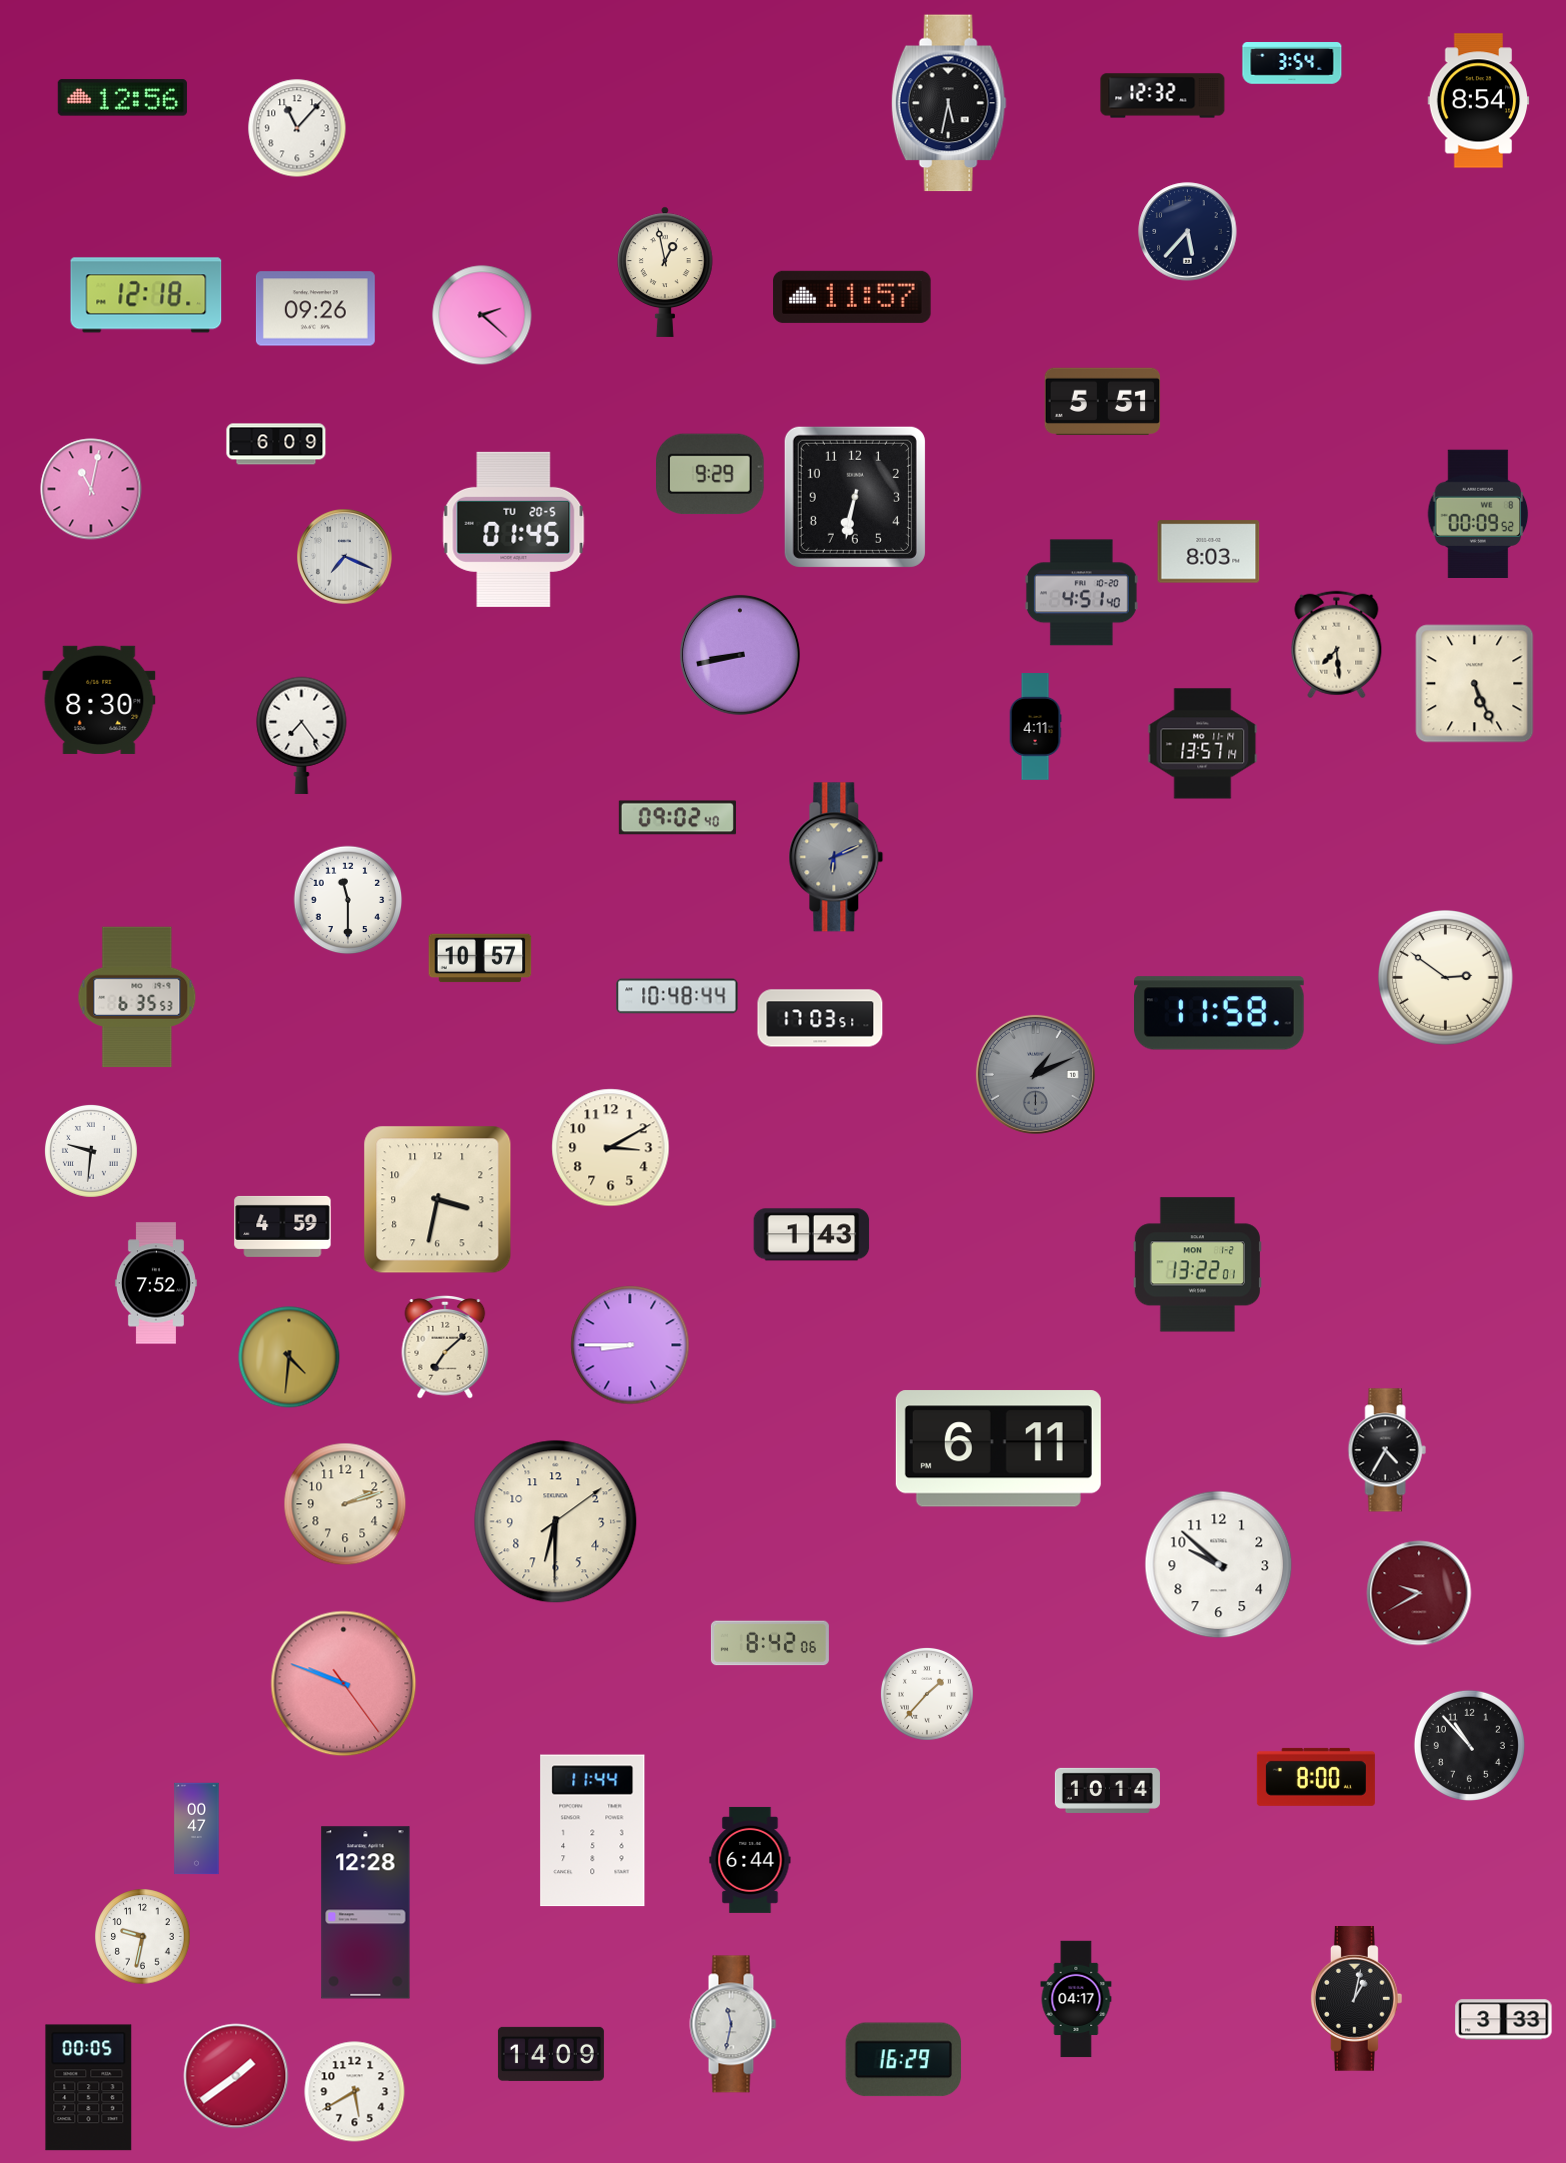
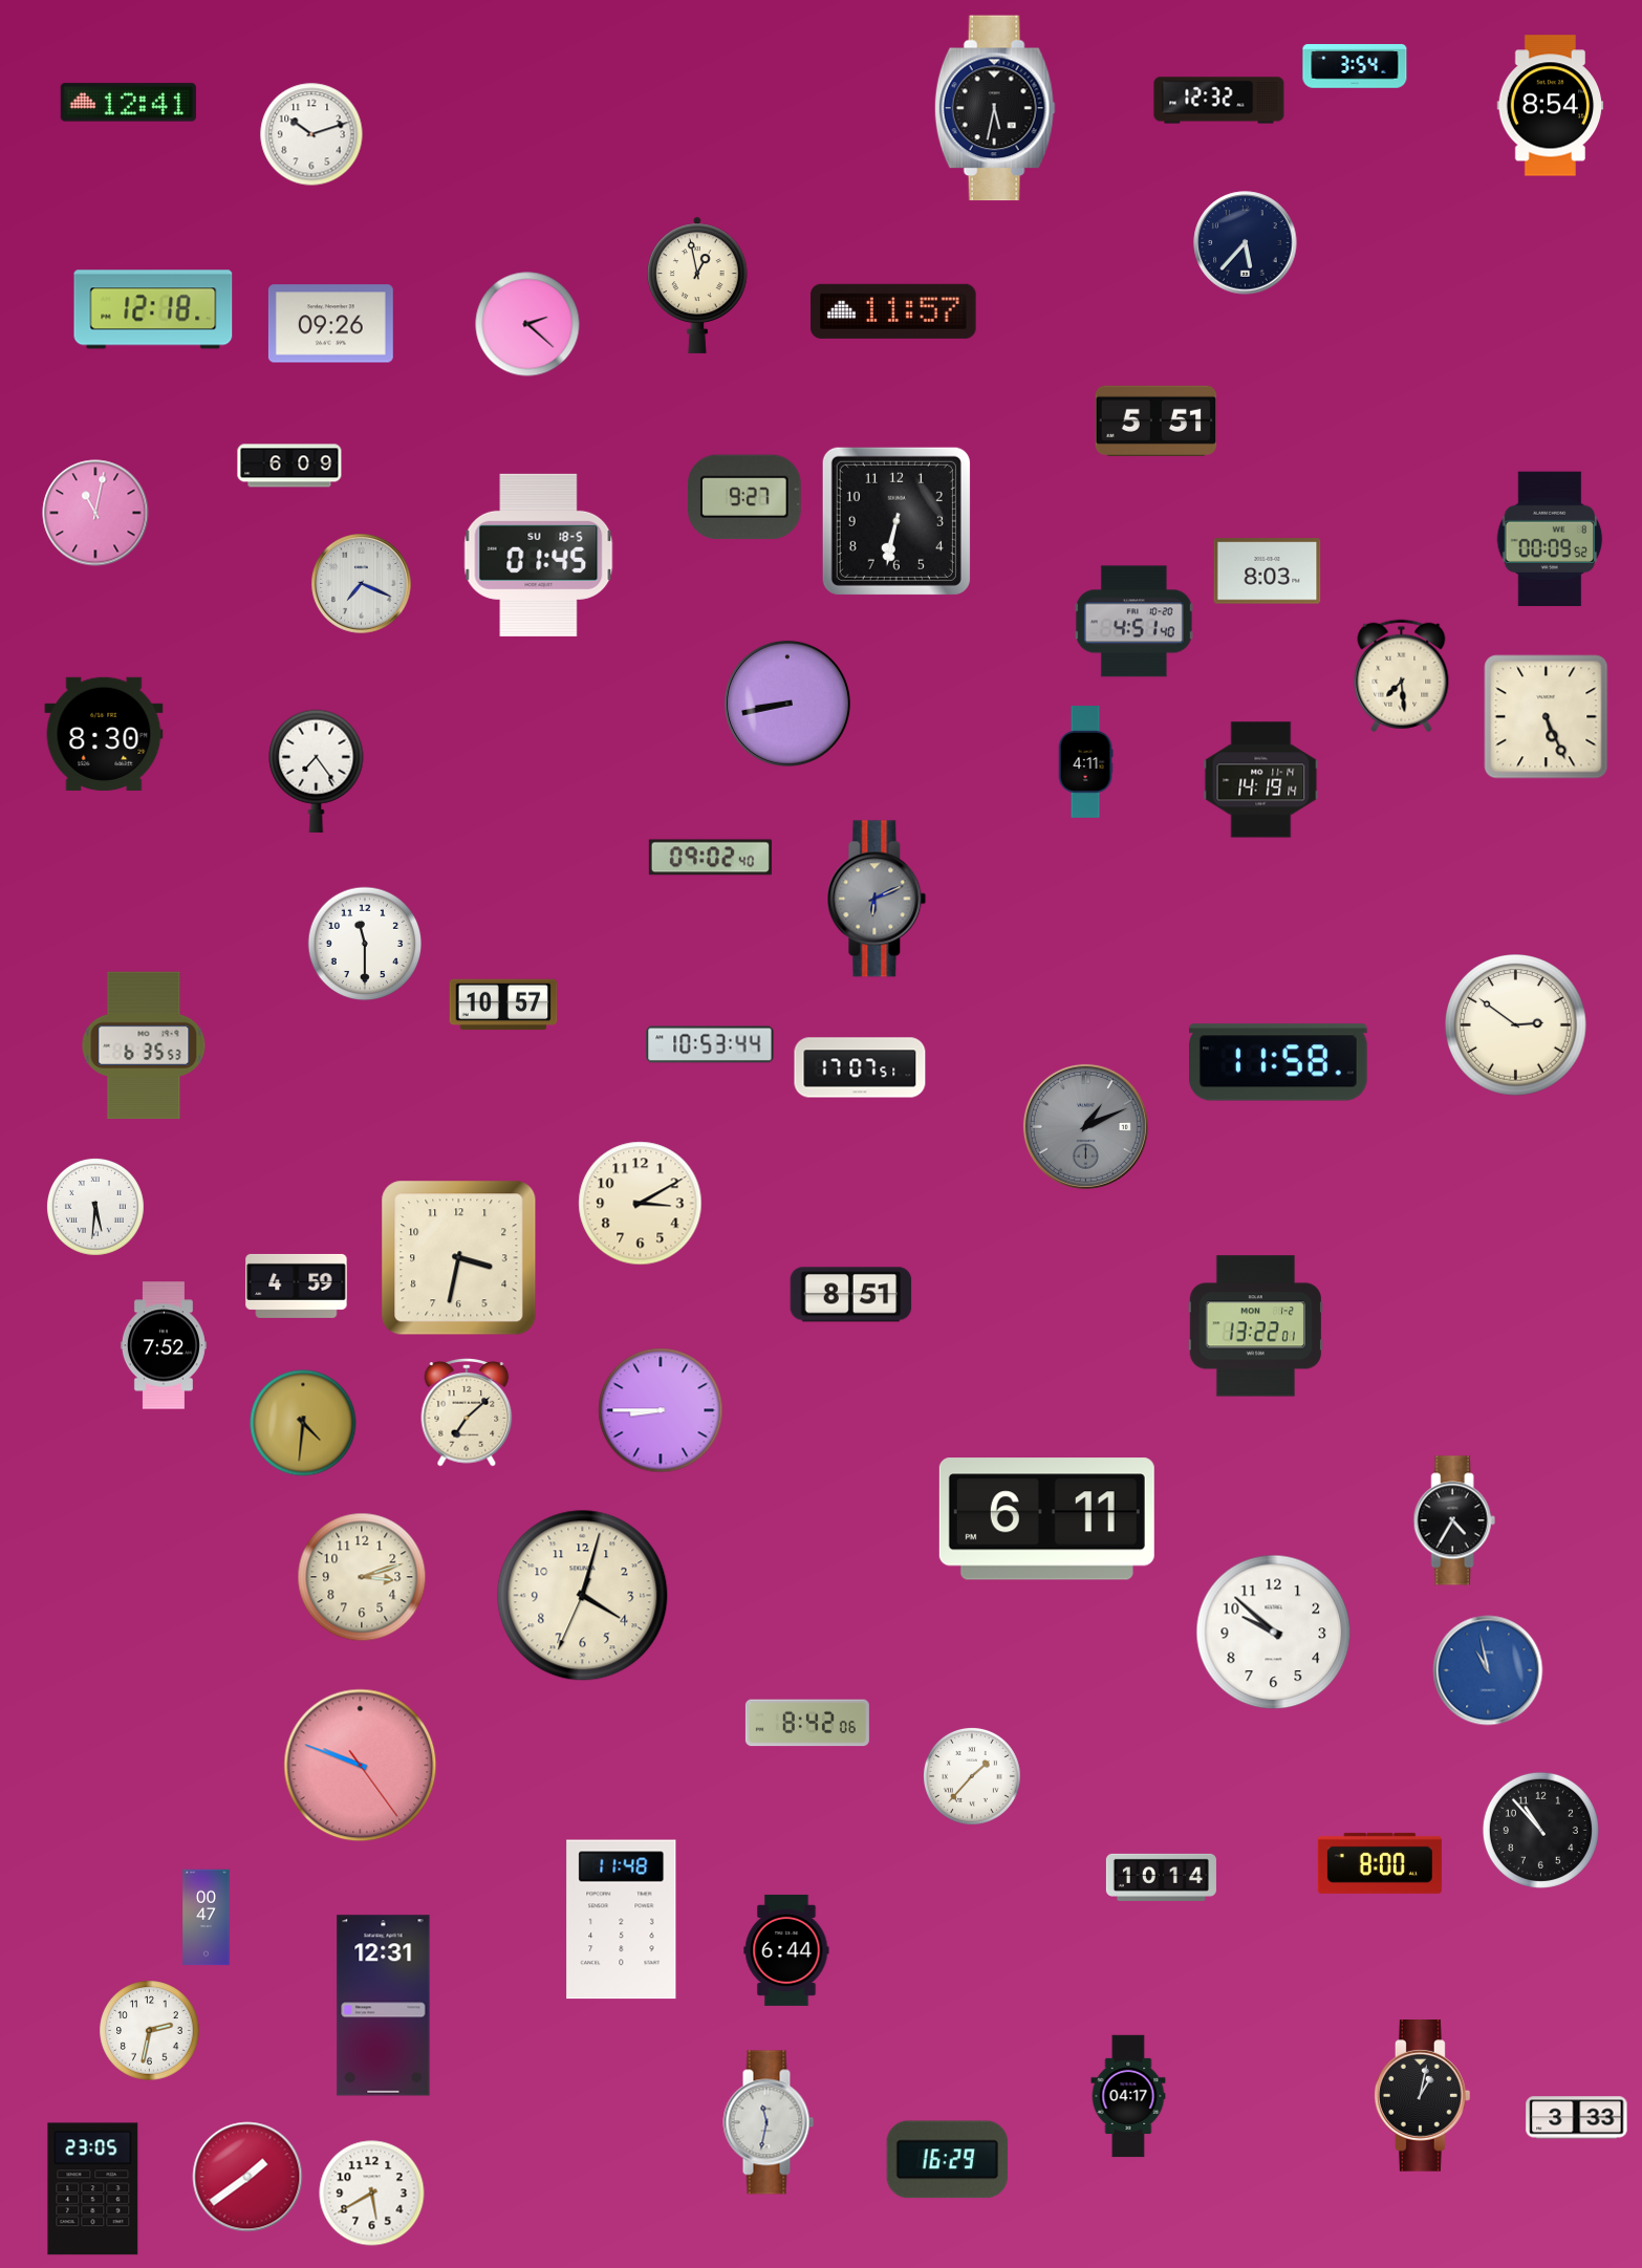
clock at (122, 98): 12:56 -> 12:41
clock at (297, 128): 11:07 -> 10:12
clock at (482, 315) position: (482, 315) -> (527, 324)
clock at (710, 474): 9:29 -> 9:27
clock at (514, 529) date: TU 20-5 -> SU 18-5
clock at (1209, 552) position: (1209, 552) -> (1268, 571)
clock at (740, 655) position: (740, 655) -> (787, 704)
clock at (1203, 744): 13:57 -> 14:19
clock at (677, 996): 10:48 -> 10:53
clock at (820, 1018): 17:03 -> 17:07
clock at (91, 1151): 9:31 -> 5:31
clock at (812, 1235): 1:43 -> 8:51
clock at (345, 1504): 2:12 -> 3:12
clock at (556, 1522): 6:30 -> 4:02
clock at (1219, 1565) position: (1219, 1565) -> (1274, 1633)
clock at (1419, 1593): 9:40 -> 10:58
clock at (1419, 1593) dial: burgundy -> blue
clock at (593, 1831): 11:44 -> 11:48
clock at (366, 1913): 12:28 -> 12:31
clock at (143, 1937): 9:32 -> 2:32
clock at (551, 2054): 14:09 -> none
clock at (89, 2088): 00:05 -> 23:05
